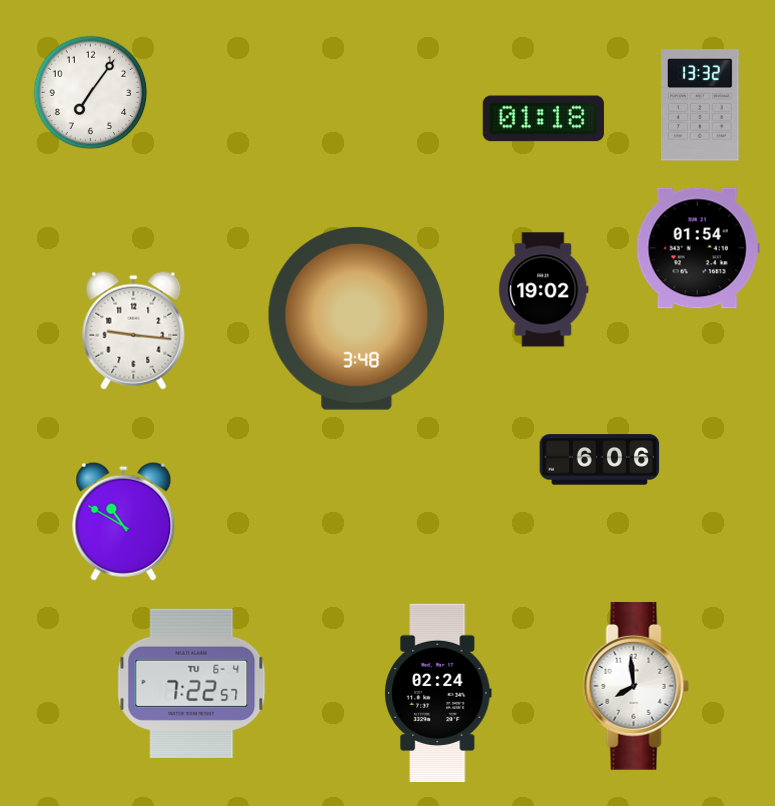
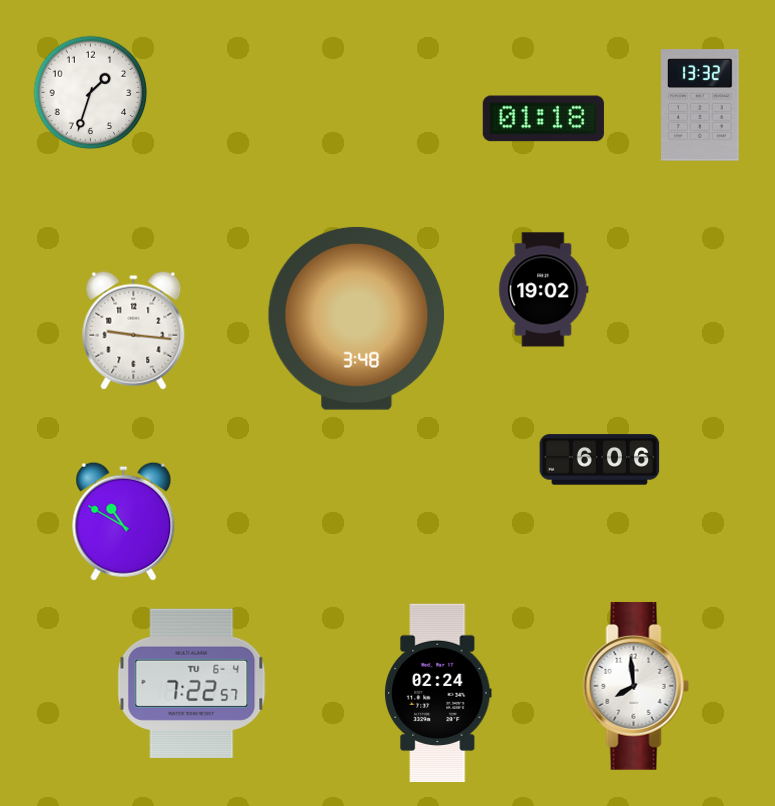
clock at (91, 93): 7:06 -> 1:33
clock at (698, 248): 01:54 -> none
